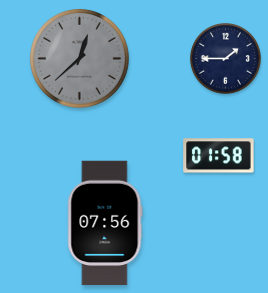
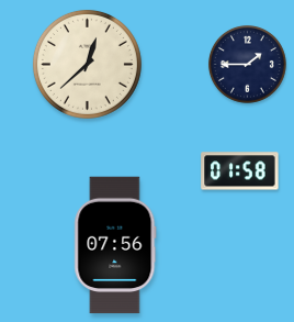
clock at (79, 58) dial: grey -> cream
